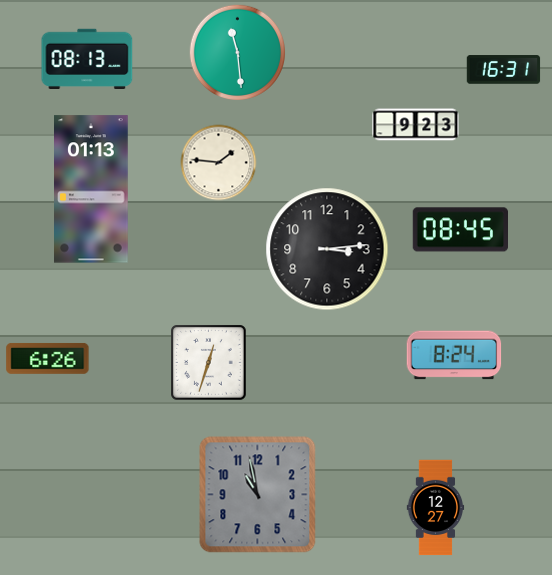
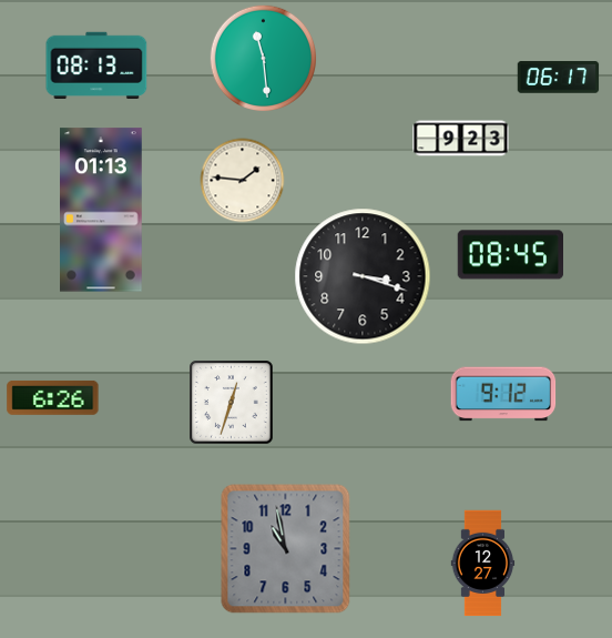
clock at (504, 70): 16:31 -> 06:17
clock at (327, 249): 3:14 -> 3:18
clock at (454, 355): 8:24 -> 9:12
